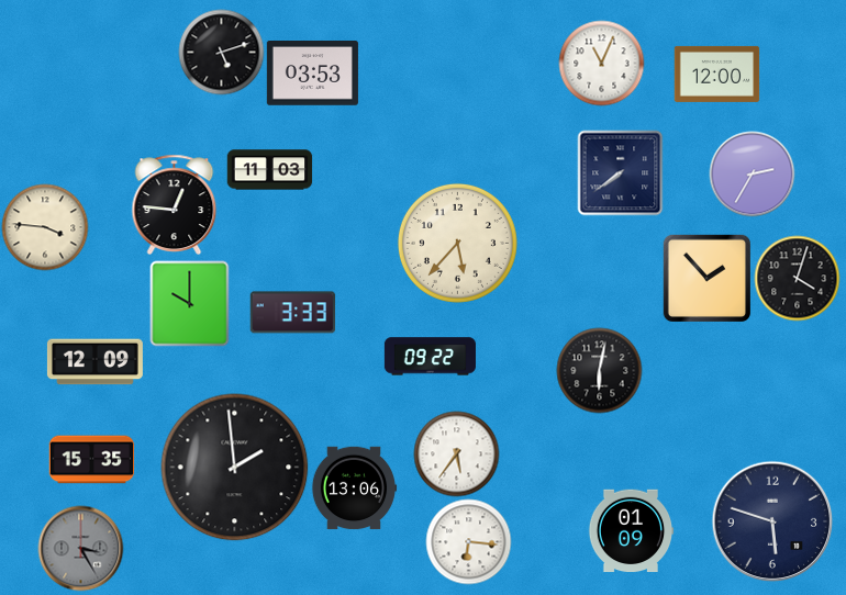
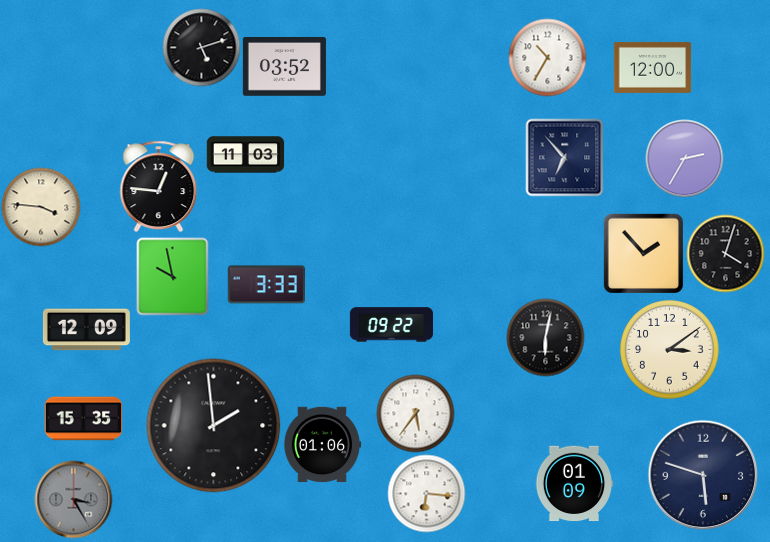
clock at (601, 63): 11:04 -> 10:35
clock at (312, 74): 03:53 -> 03:52
clock at (620, 172): 7:39 -> 6:53
clock at (457, 243): 5:37 -> none
clock at (190, 303): 10:00 -> 9:58
clock at (670, 350): none -> 3:09
clock at (354, 489): 13:06 -> 01:06
